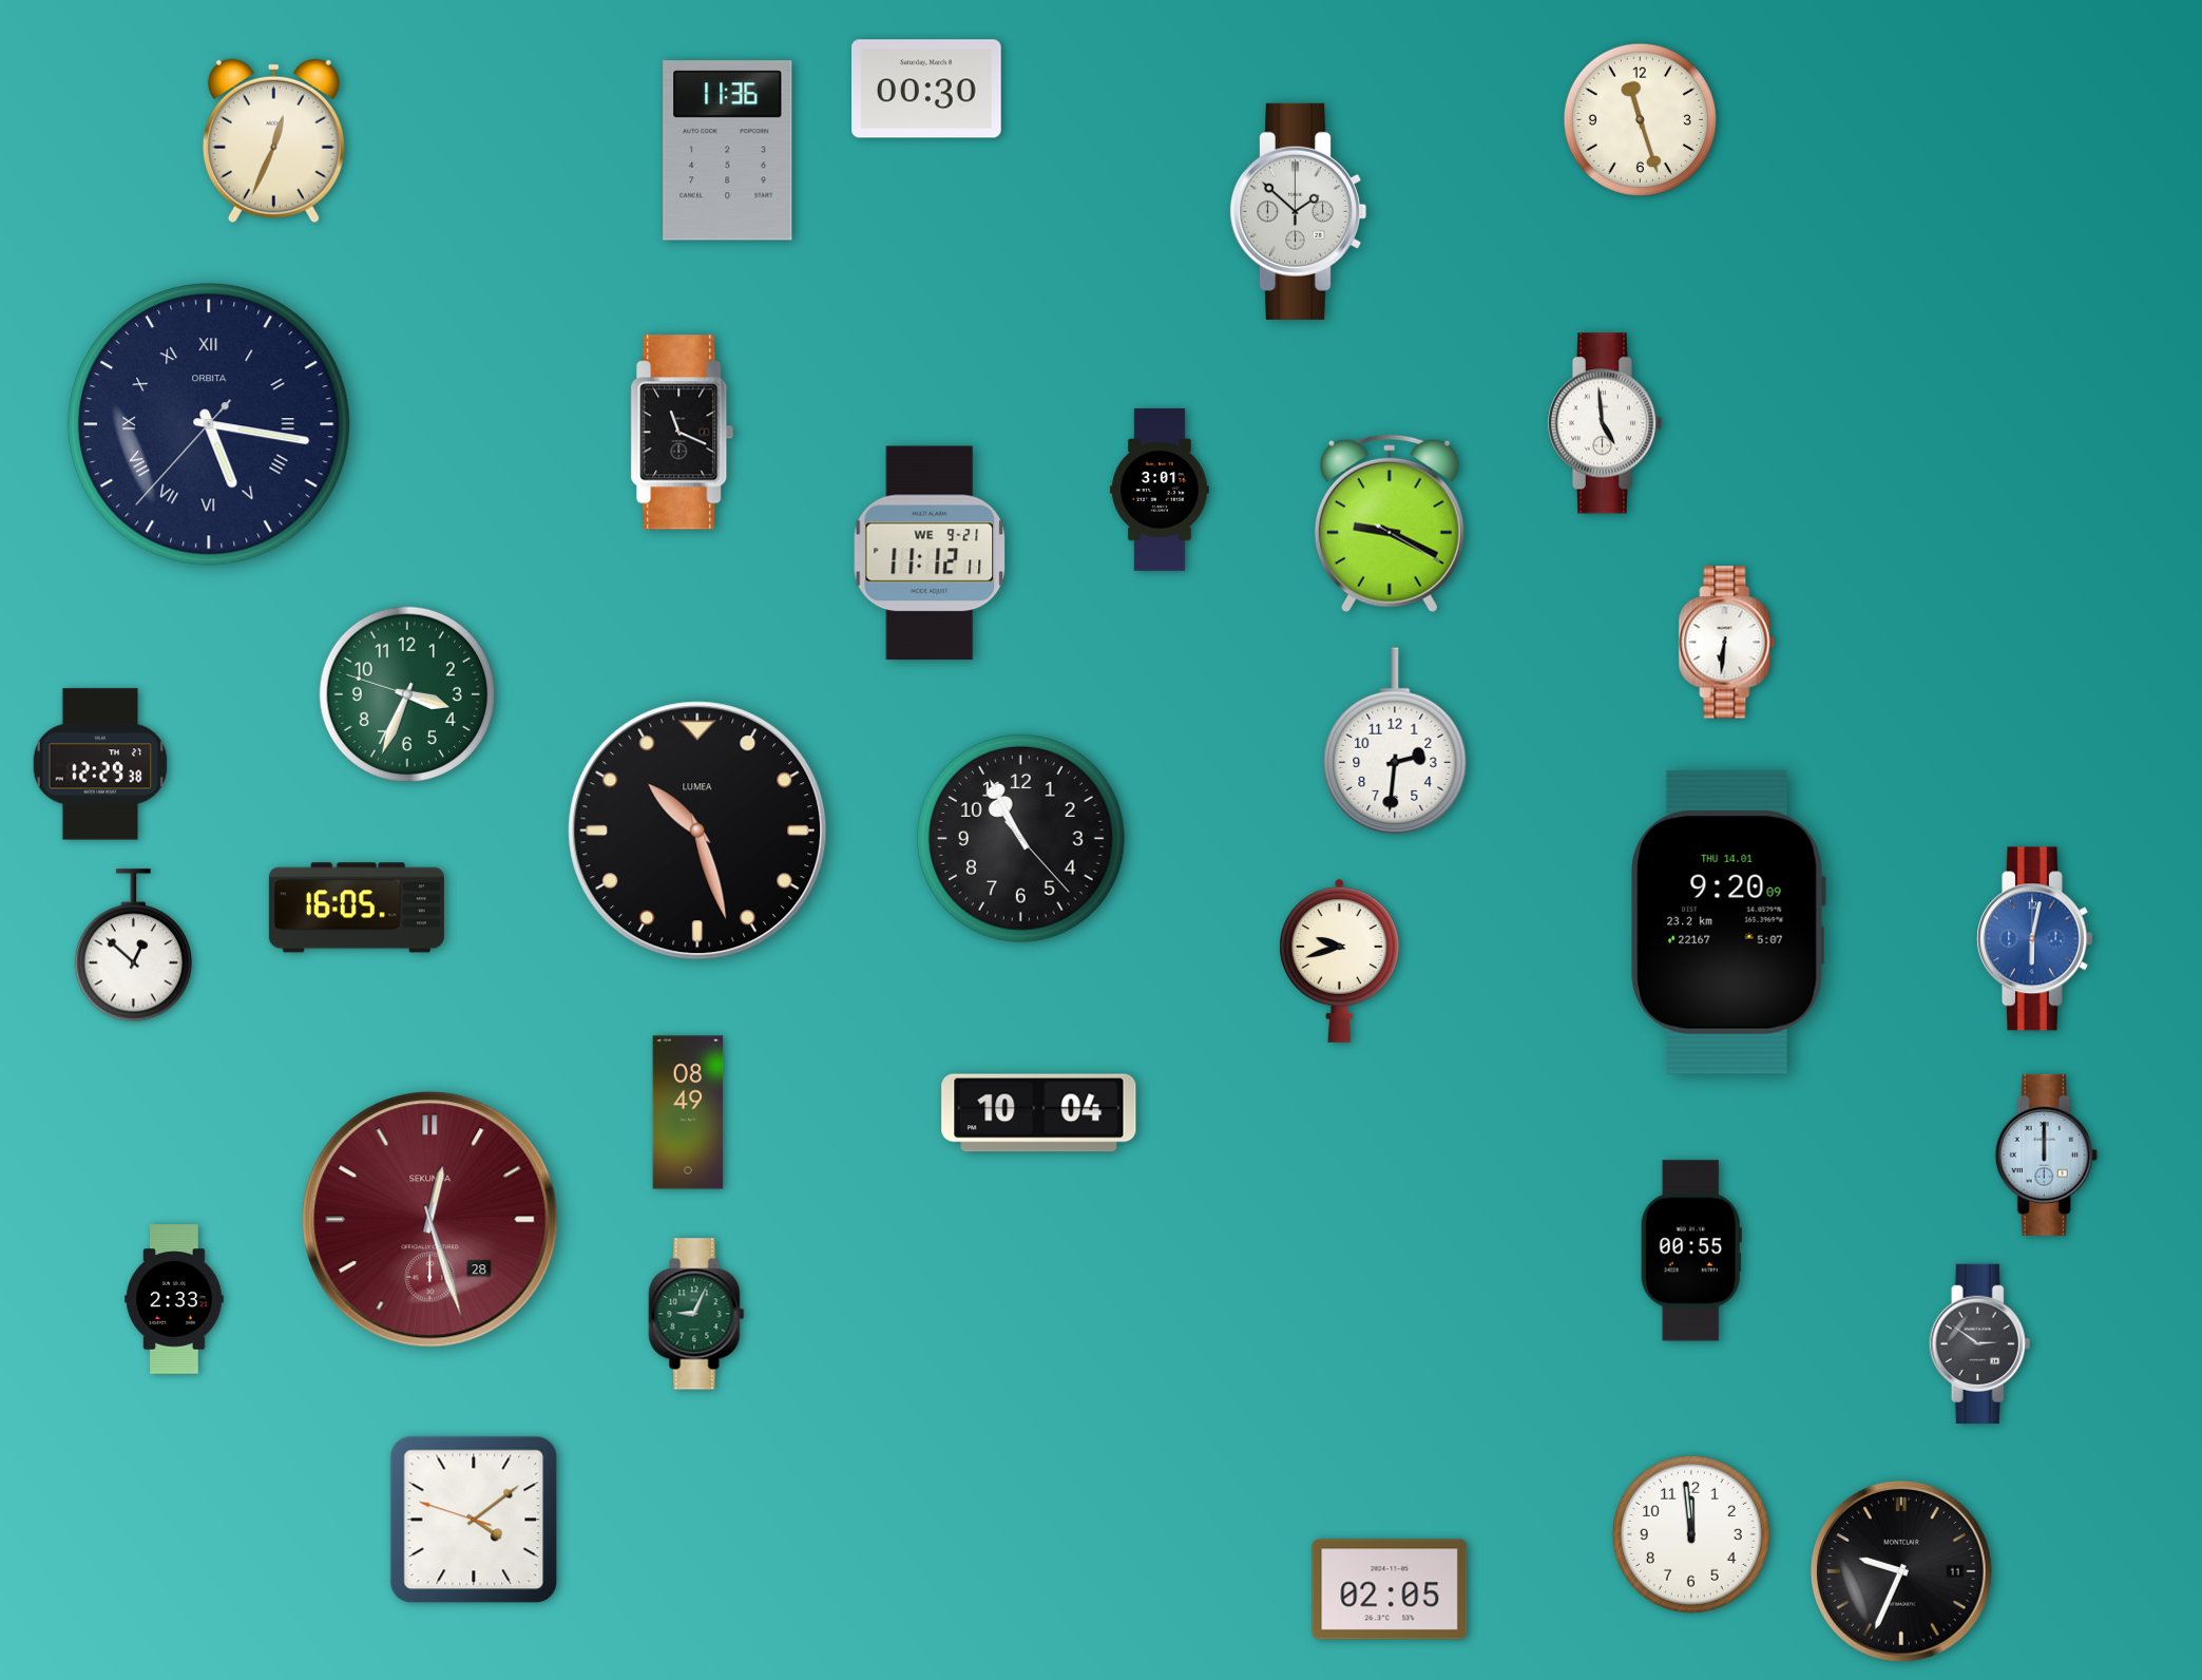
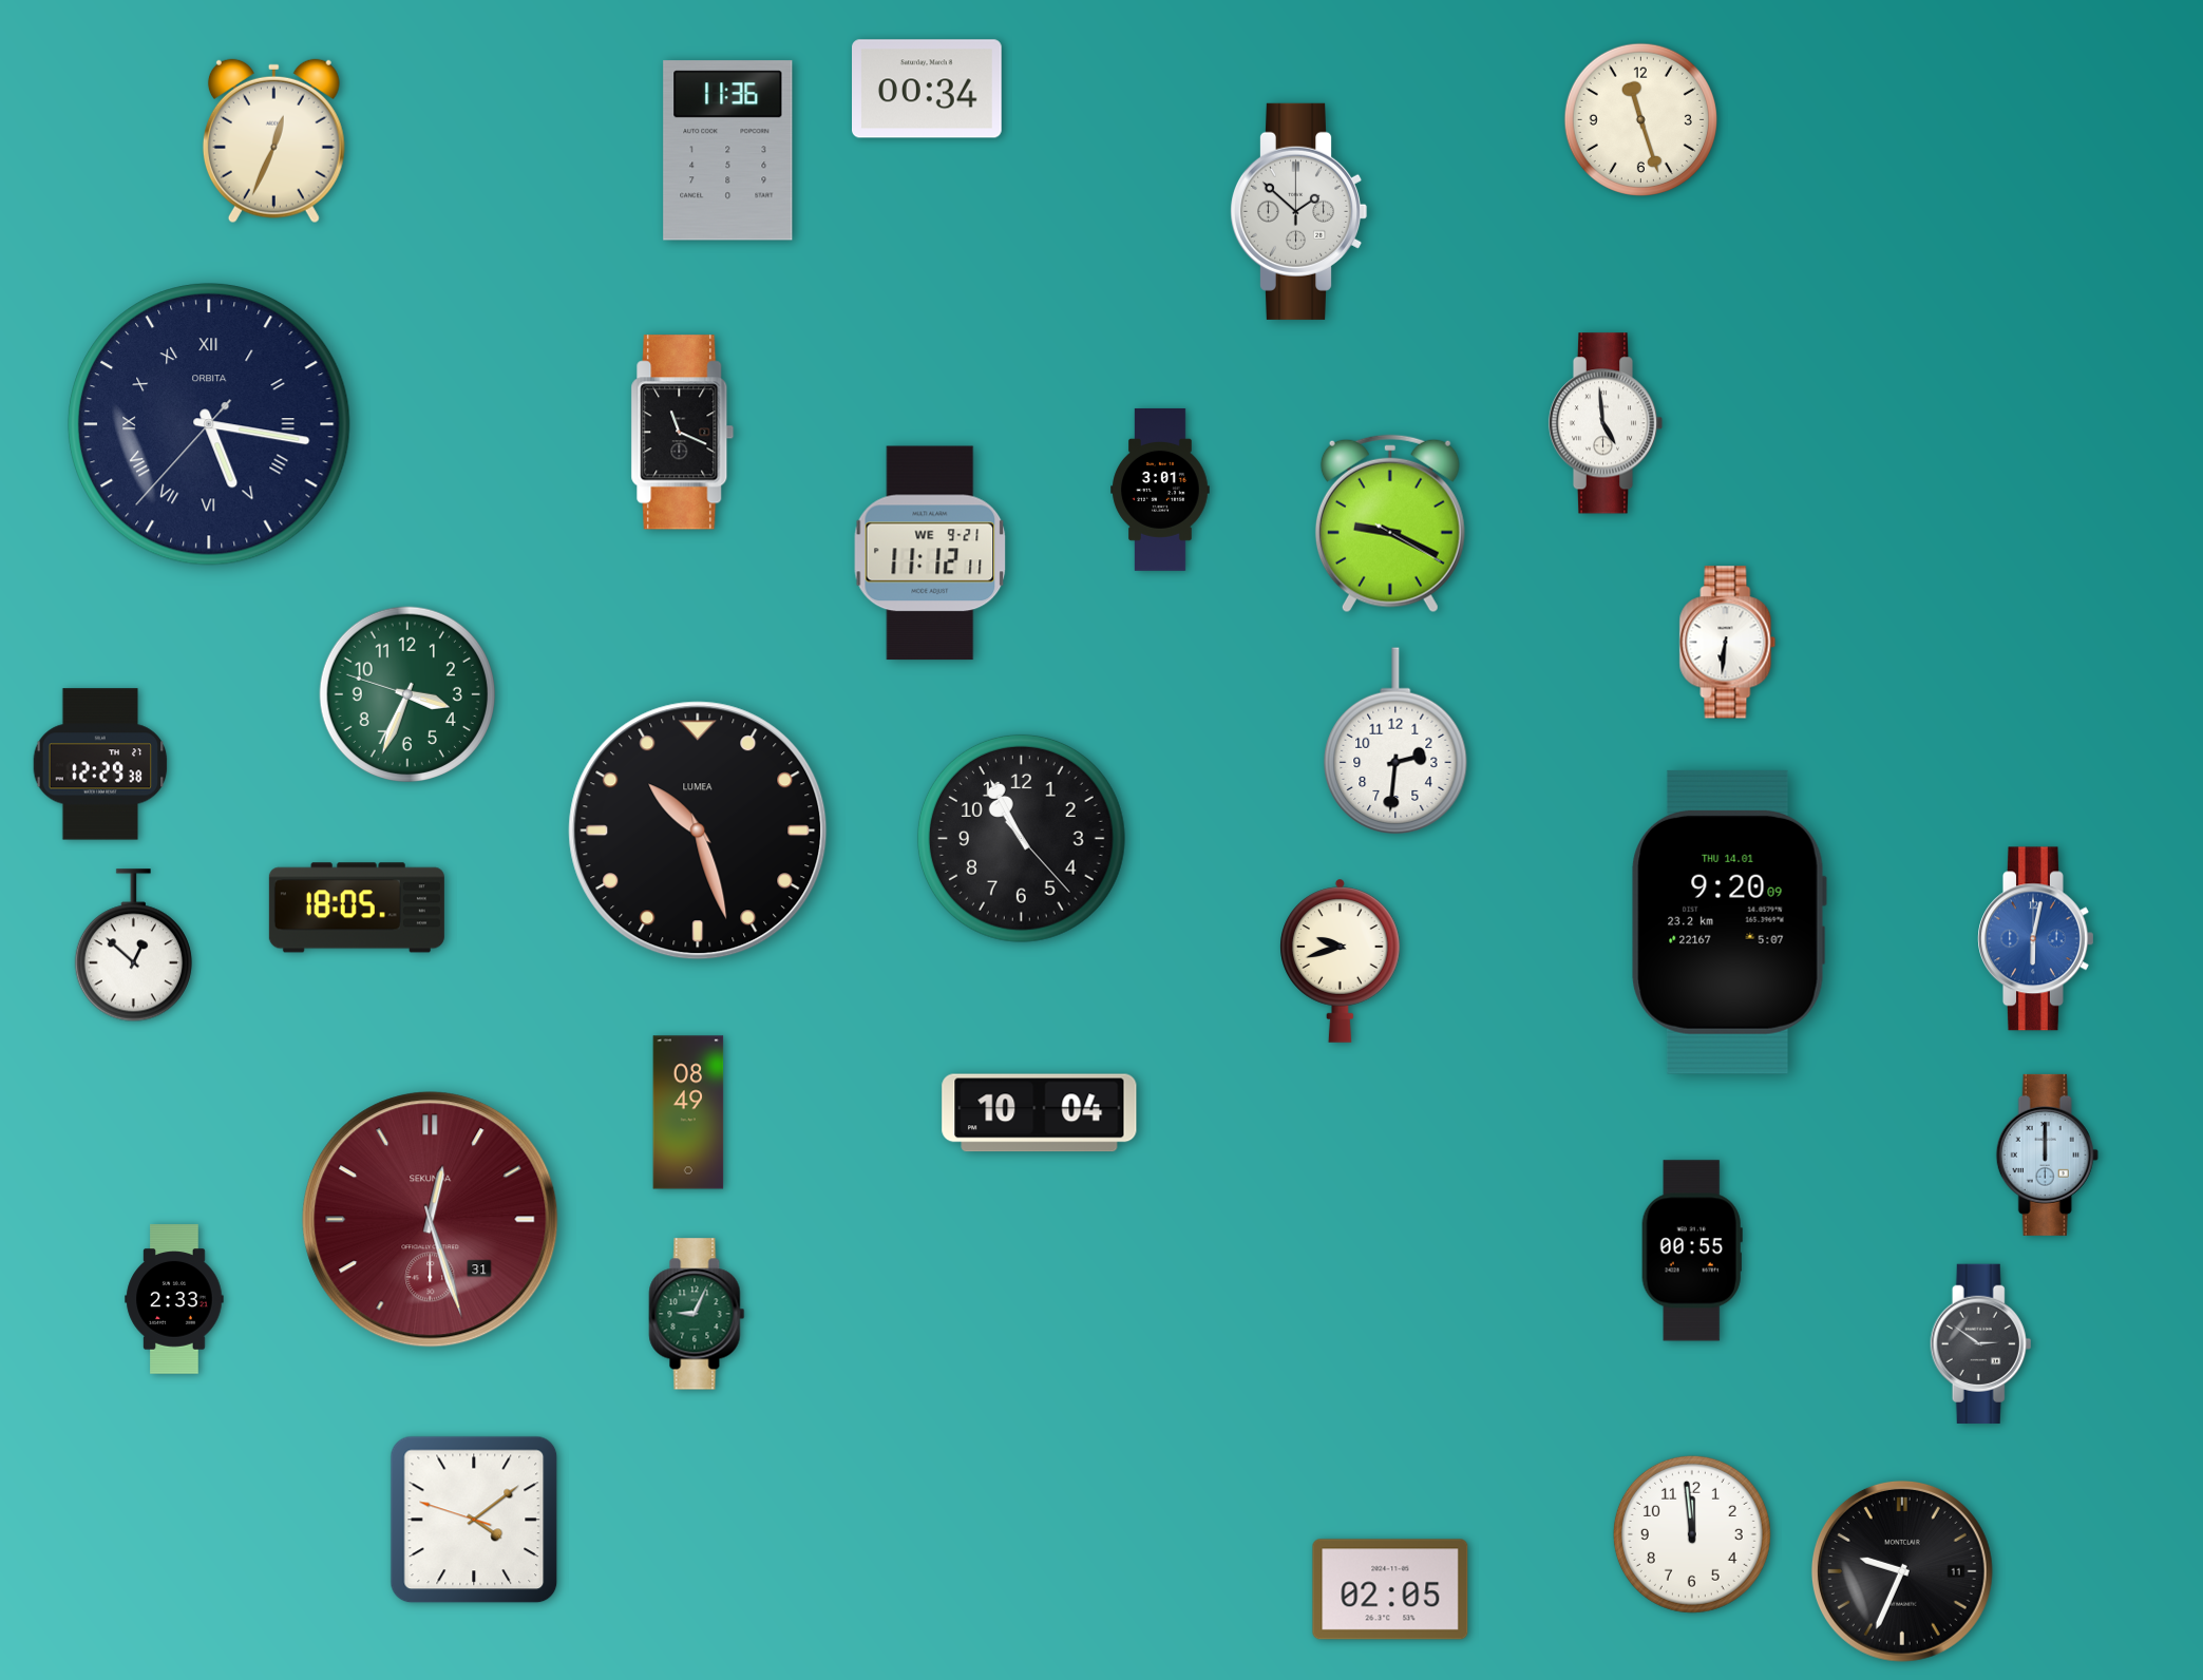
clock at (927, 89): 00:30 -> 00:34
clock at (357, 908): 16:05 -> 18:05
clock at (430, 1220) date: 28 -> 31
